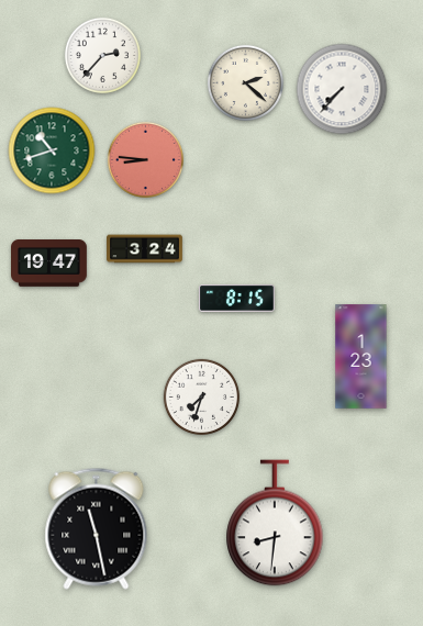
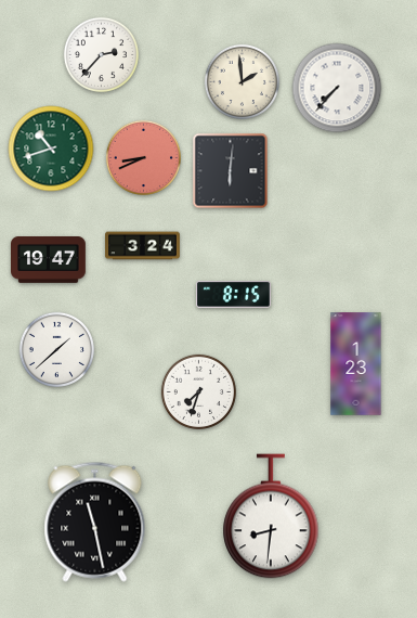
clock at (245, 82): 2:22 -> 1:59
clock at (145, 159): 8:46 -> 8:41
clock at (231, 171): none -> 6:01
clock at (56, 349): none -> 1:38
clock at (361, 357) position: (361, 357) -> (356, 364)
